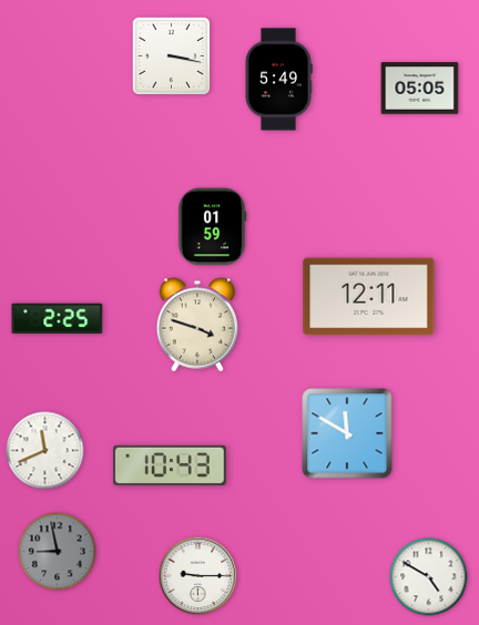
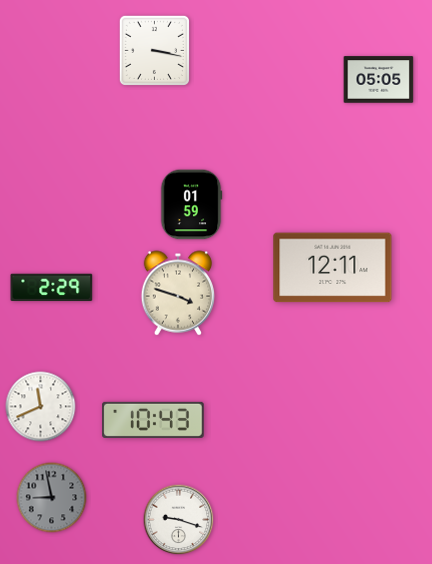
clock at (278, 80): 5:49 -> none
clock at (58, 319): 2:25 -> 2:29
clock at (347, 433): 11:50 -> none
clock at (198, 576): 9:15 -> 9:18
clock at (429, 577): 4:50 -> none
